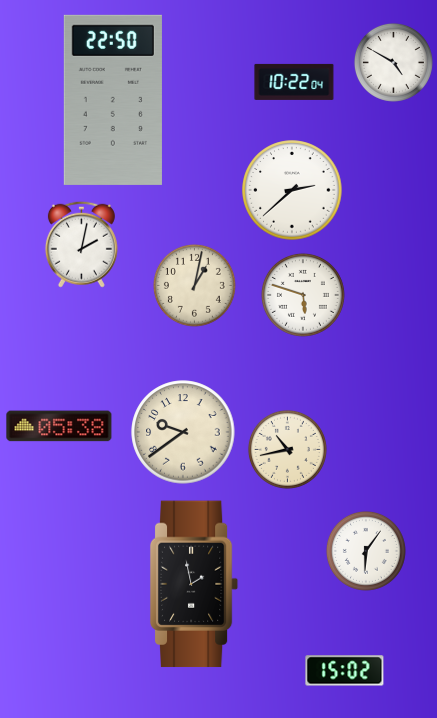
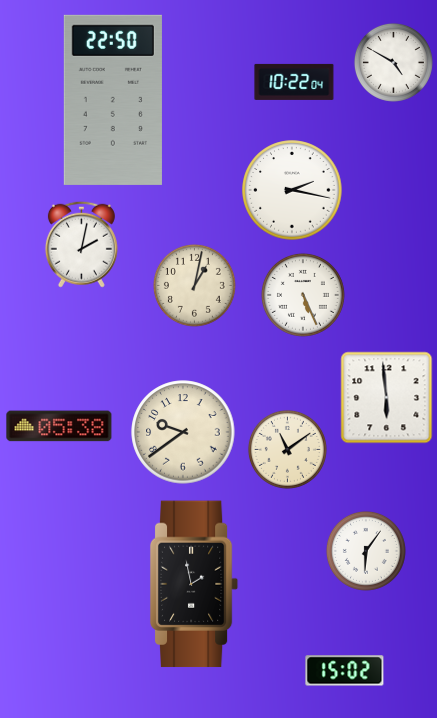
clock at (292, 190): 2:38 -> 2:17
clock at (303, 295): 5:48 -> 5:26
clock at (387, 398): none -> 5:59
clock at (287, 449): 10:43 -> 11:09
